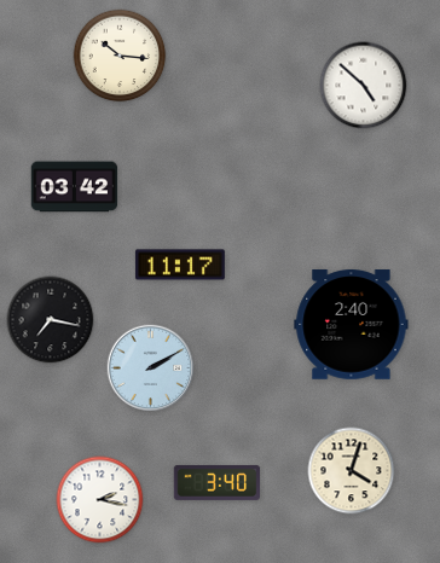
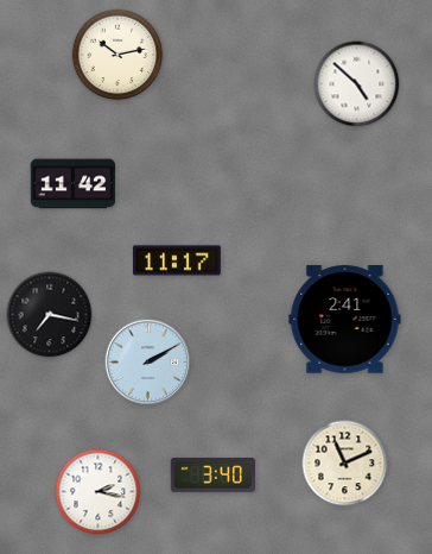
clock at (120, 56): 10:16 -> 10:13
clock at (75, 187): 03:42 -> 11:42
clock at (352, 325): 2:40 -> 2:41
clock at (352, 471): 4:03 -> 11:11
